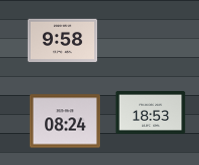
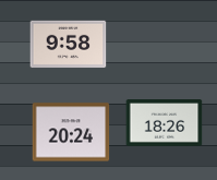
clock at (151, 113): 18:53 -> 18:26
clock at (65, 121): 08:24 -> 20:24
